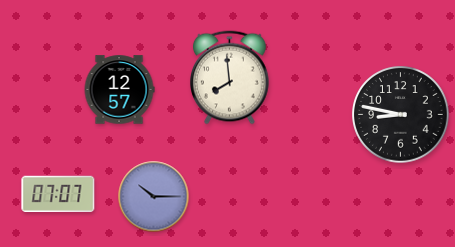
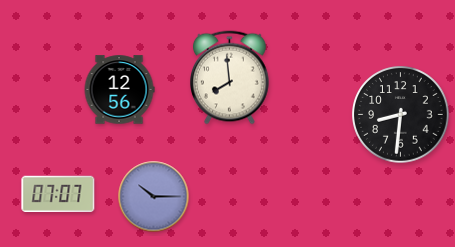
clock at (119, 90): 12:57 -> 12:56
clock at (401, 115): 8:47 -> 8:31
